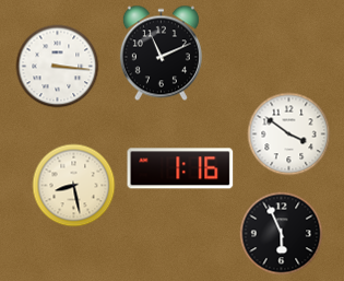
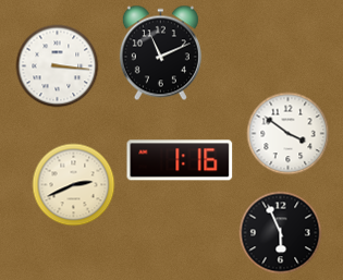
clock at (180, 168) position: (180, 168) -> (180, 160)
clock at (74, 186): 8:28 -> 2:41
